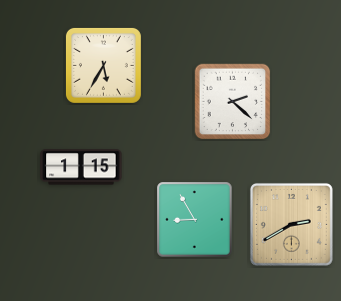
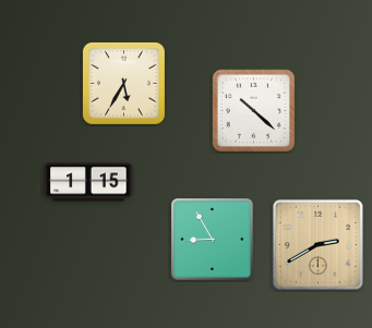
clock at (103, 65) position: (103, 65) -> (123, 83)
clock at (233, 102): 2:22 -> 10:22
